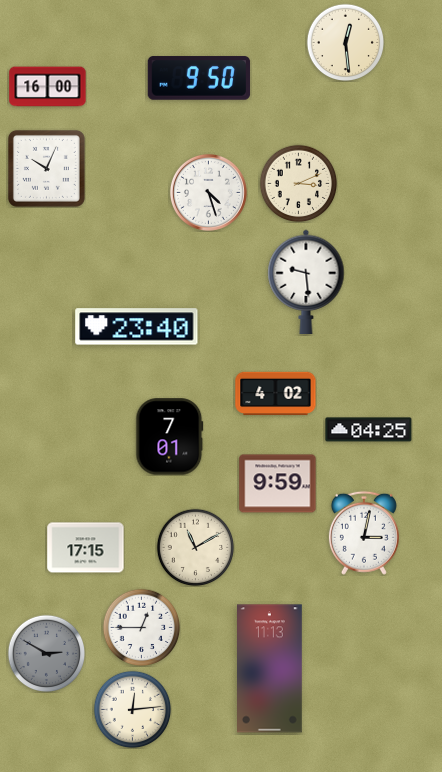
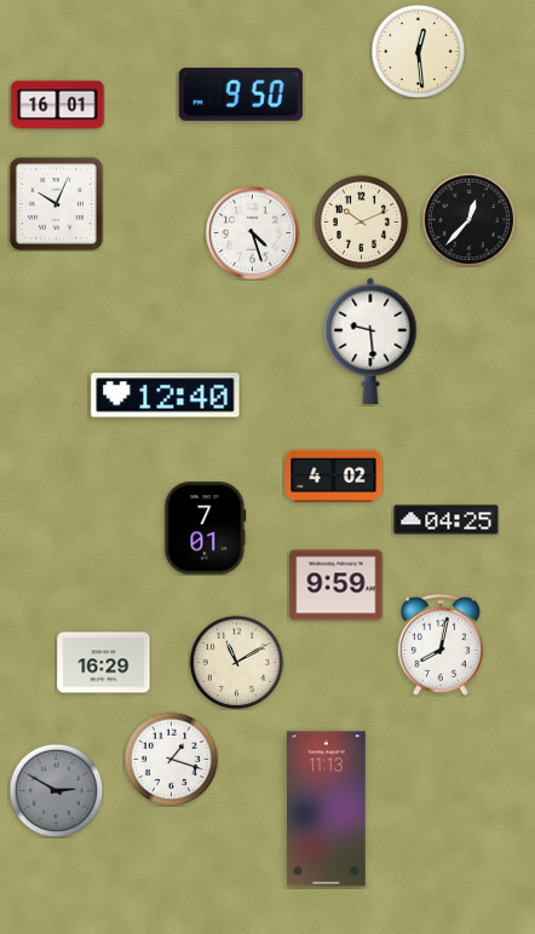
clock at (48, 87): 16:00 -> 16:01
clock at (468, 219): none -> 12:37
clock at (298, 183): 3:11 -> 10:11
clock at (137, 327): 23:40 -> 12:40
clock at (364, 533): 3:02 -> 8:02
clock at (86, 548): 17:15 -> 16:29
clock at (141, 627): 12:45 -> 1:18
clock at (132, 709): 12:14 -> none
